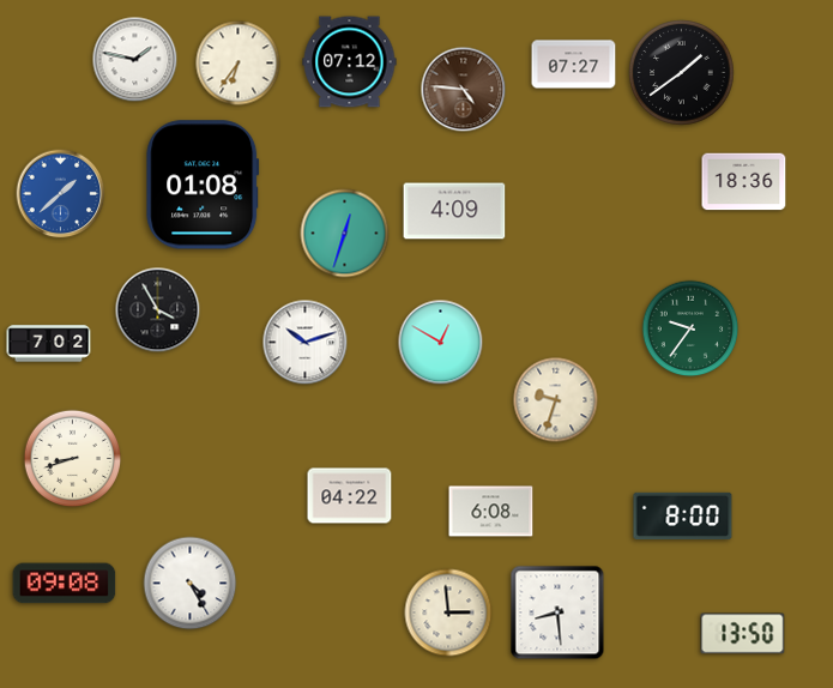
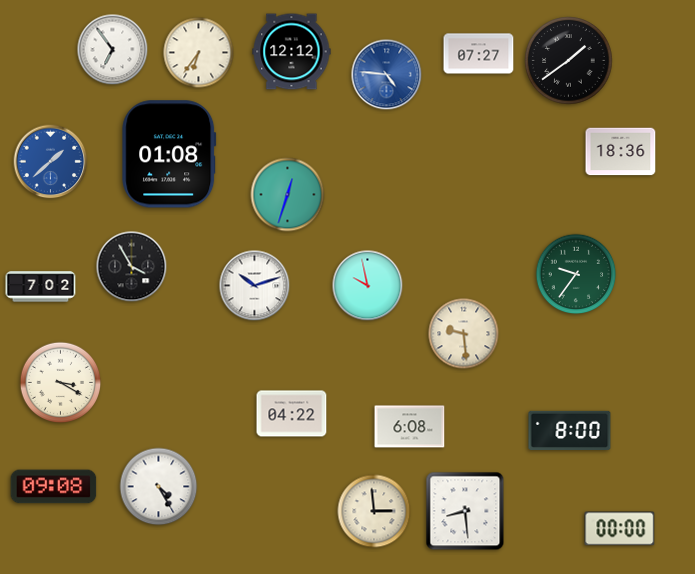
clock at (135, 60): 1:47 -> 6:54
clock at (350, 62): 07:12 -> 12:12
clock at (464, 90) dial: brown -> blue
clock at (454, 211): 4:09 -> none
clock at (158, 310) position: (158, 310) -> (132, 267)
clock at (441, 343): 12:50 -> 9:58
clock at (556, 400): 9:33 -> 9:29
clock at (73, 459): 8:42 -> 3:20
clock at (743, 634): 13:50 -> 00:00
